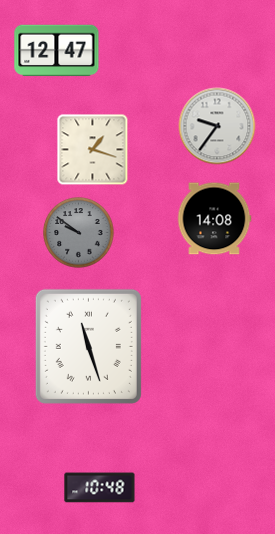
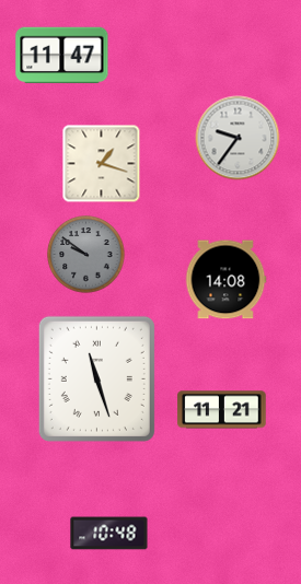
clock at (57, 51): 12:47 -> 11:47
clock at (214, 219) position: (214, 219) -> (225, 280)
clock at (222, 410): none -> 11:21
